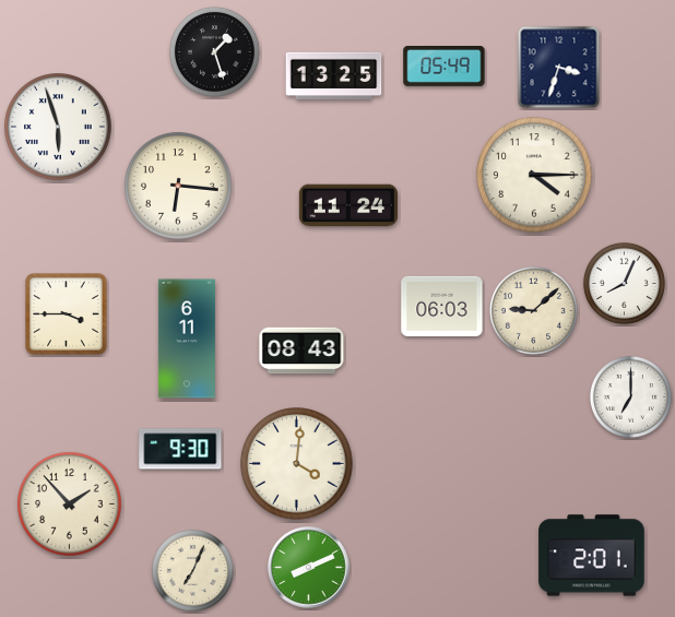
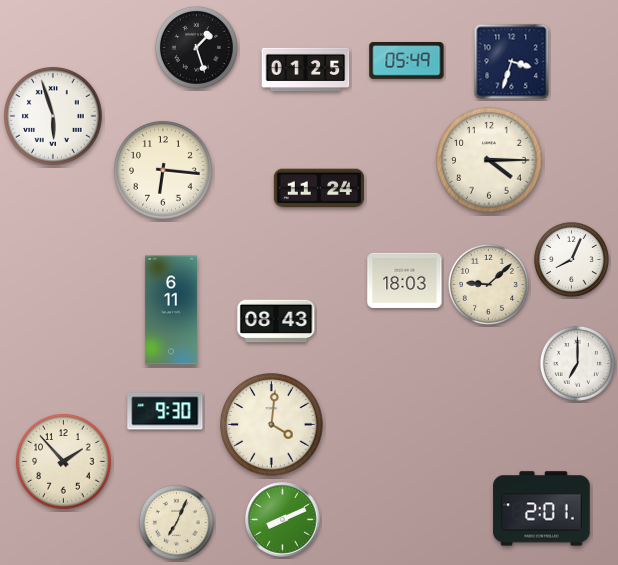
clock at (334, 75): 13:25 -> 01:25
clock at (442, 306): 06:03 -> 18:03
clock at (67, 315): 3:45 -> none
